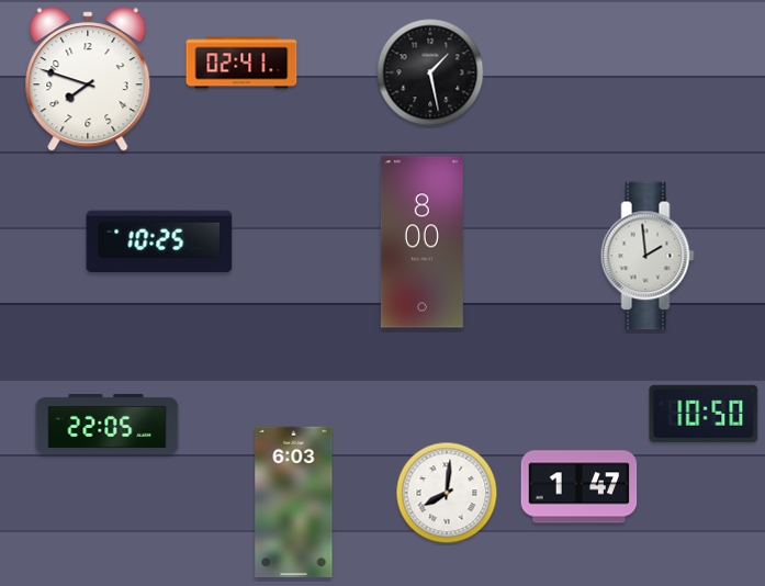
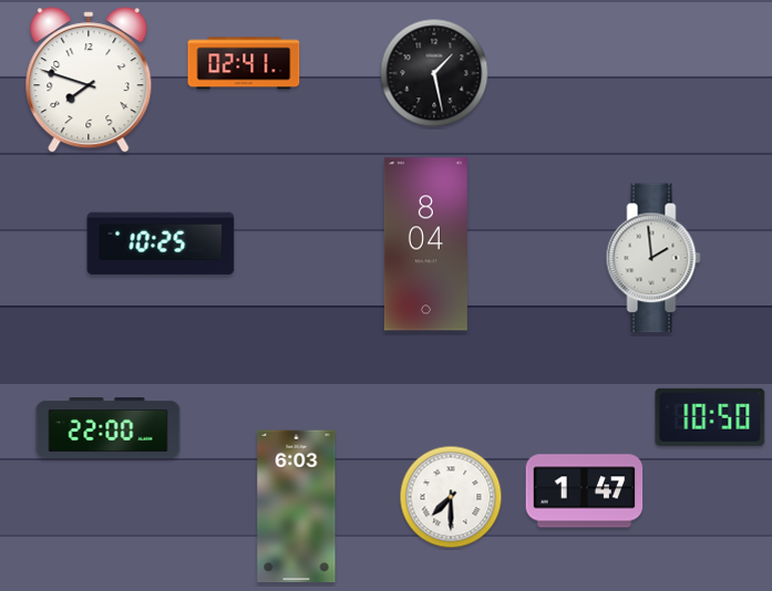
clock at (421, 243): 8:00 -> 8:04
clock at (108, 425): 22:05 -> 22:00
clock at (447, 493): 8:01 -> 7:30
